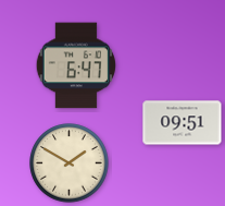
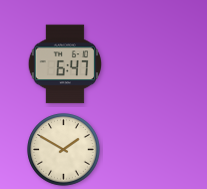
clock at (76, 65) position: (76, 65) -> (65, 64)
clock at (183, 123): 09:51 -> none
